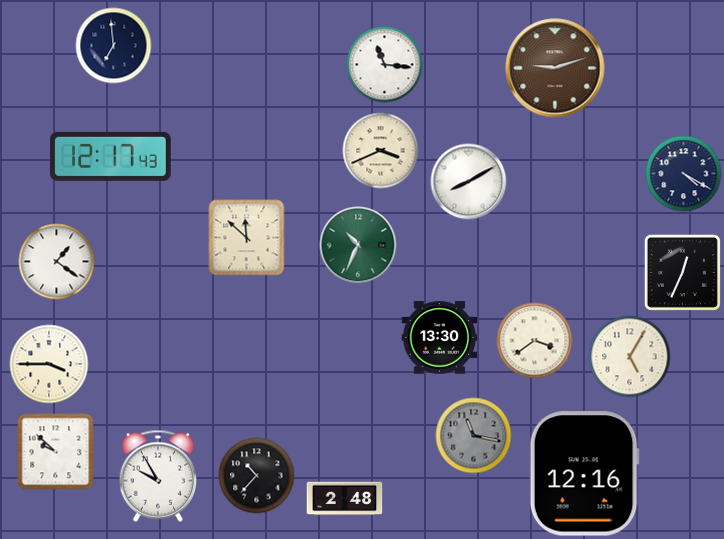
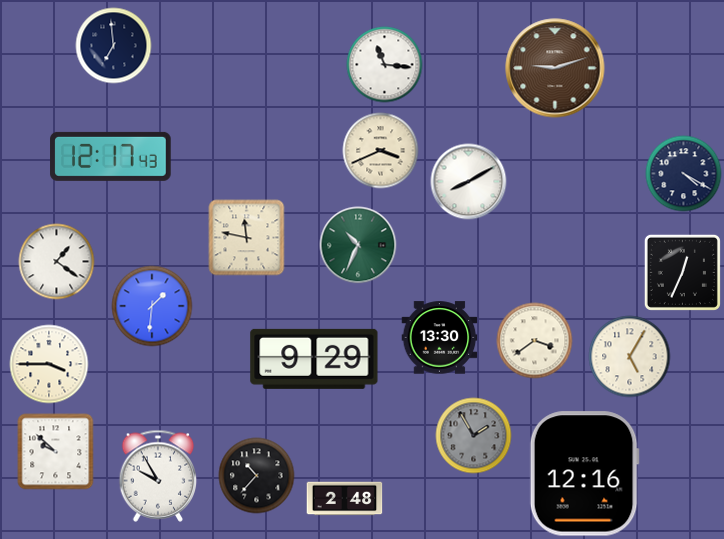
clock at (247, 238): 11:52 -> 11:47
clock at (152, 306): none -> 1:31
clock at (314, 359): none -> 9:29
clock at (474, 436): 11:17 -> 1:55
